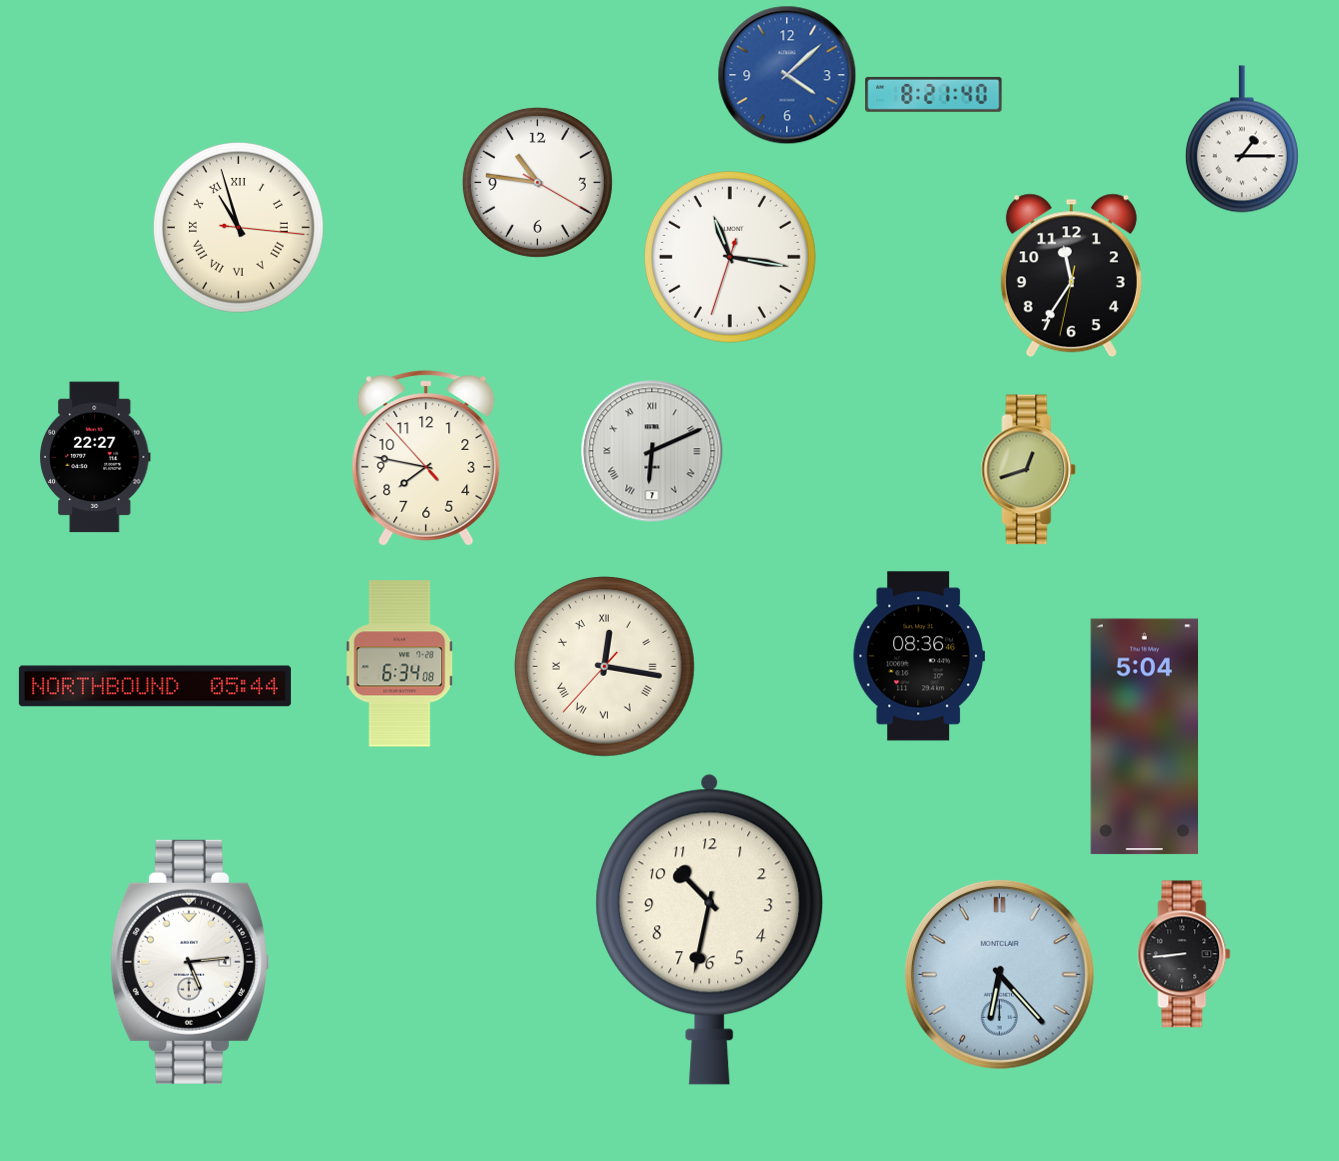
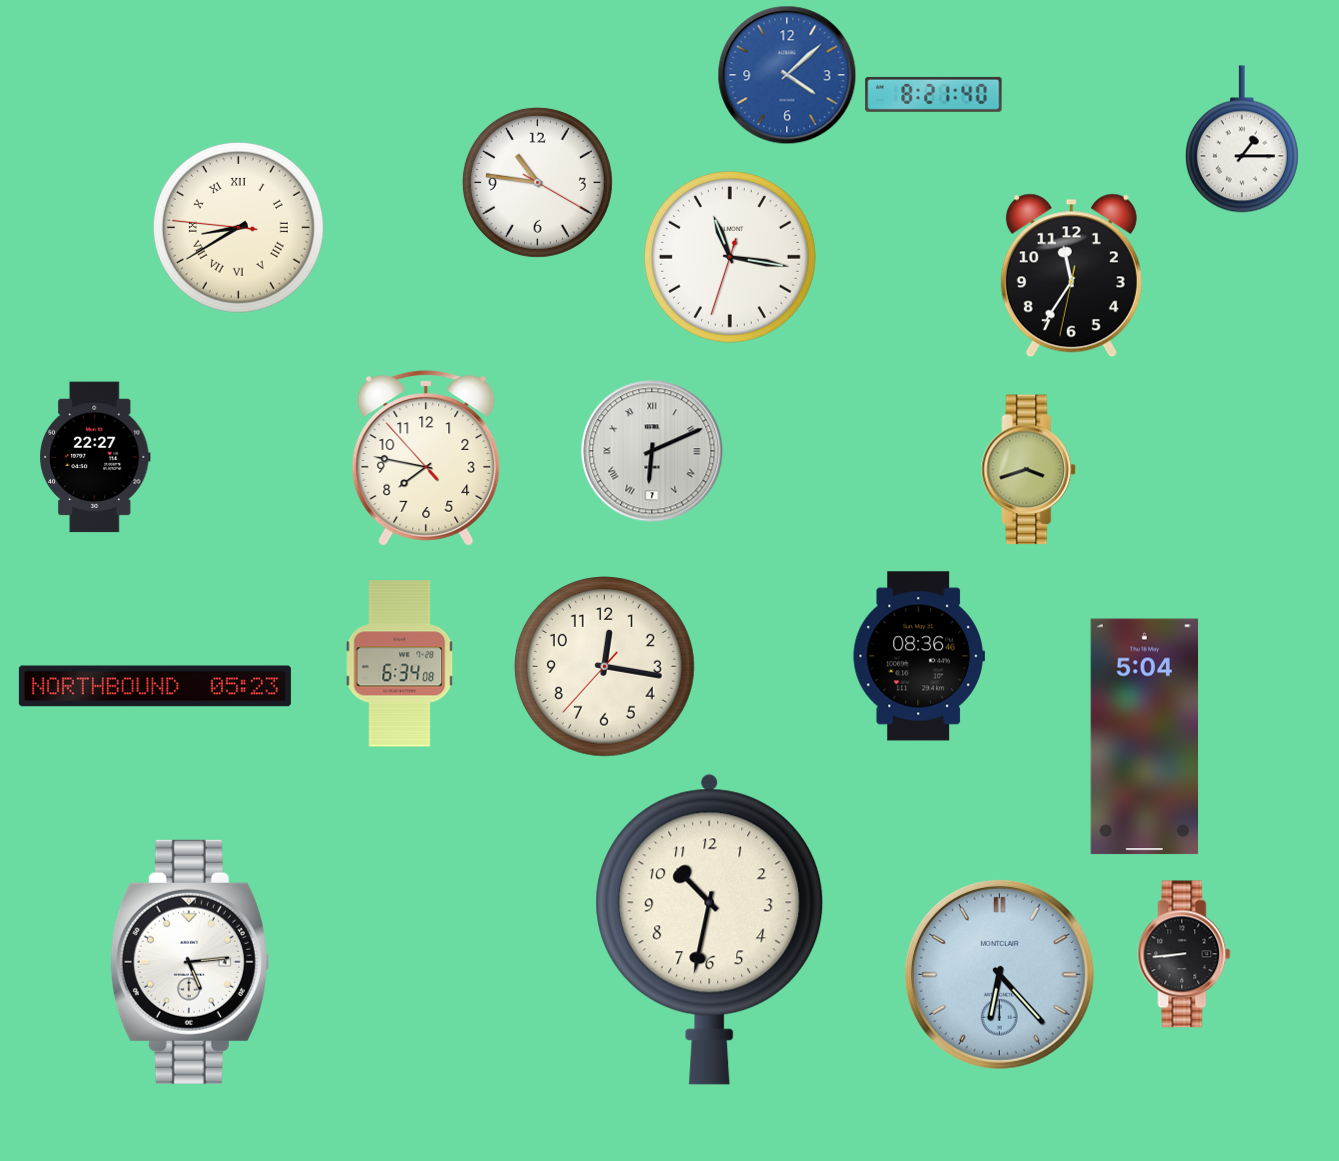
clock at (238, 227): 10:57 -> 8:39
clock at (1029, 470): 12:42 -> 3:42
clock at (605, 667) numerals: Roman -> Arabic
clock at (155, 686): 05:44 -> 05:23
